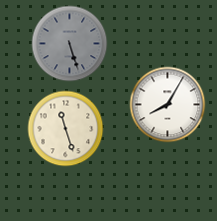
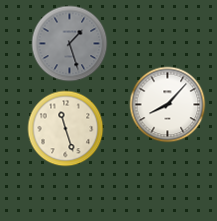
clock at (70, 44): 5:27 -> 1:27
clock at (168, 105): 8:05 -> 8:07
